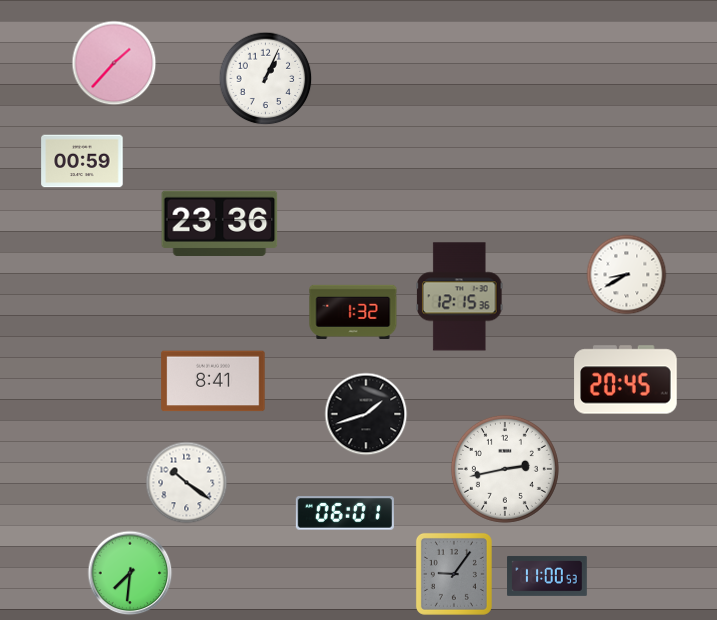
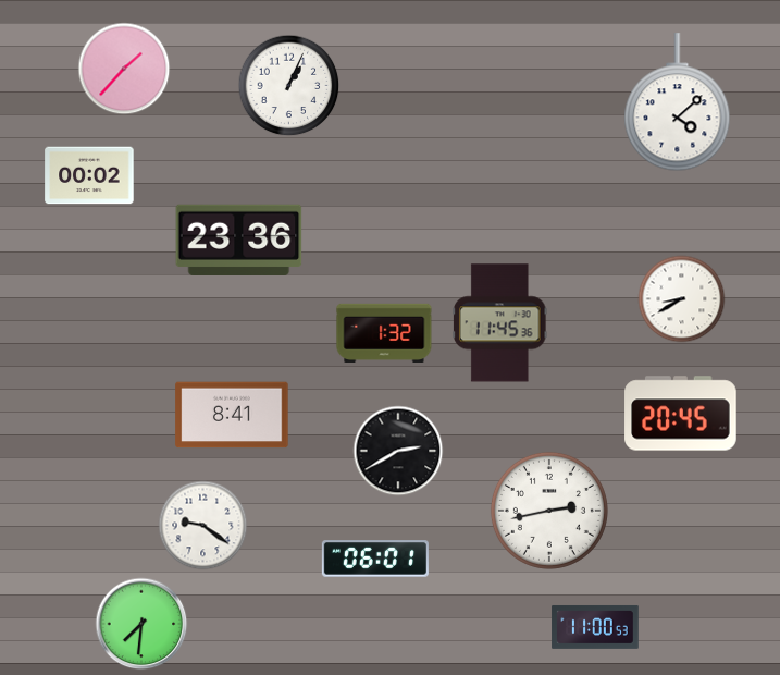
clock at (678, 102): none -> 4:08
clock at (82, 161): 00:59 -> 00:02
clock at (220, 223) position: (220, 223) -> (239, 240)
clock at (460, 297): 12:15 -> 11:45
clock at (353, 312) position: (353, 312) -> (384, 333)
clock at (366, 414): 1:42 -> 2:40
clock at (187, 483): 10:21 -> 9:21
clock at (454, 574): 9:06 -> none
